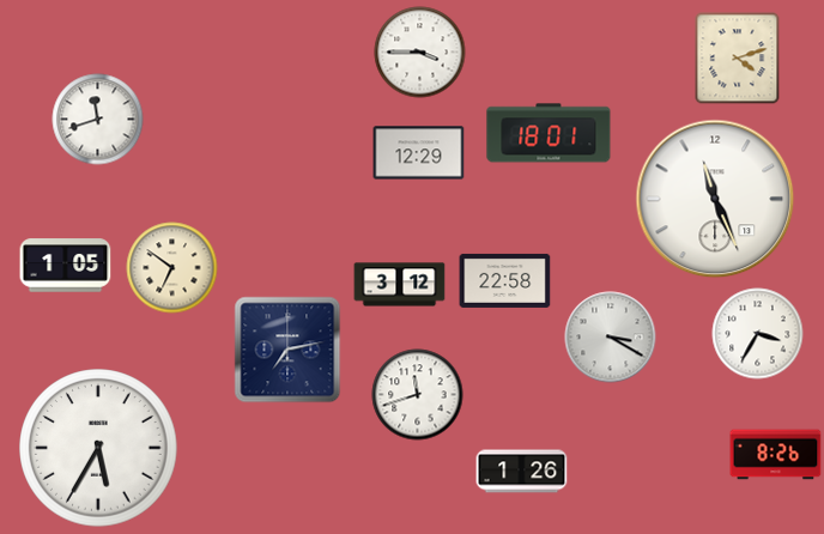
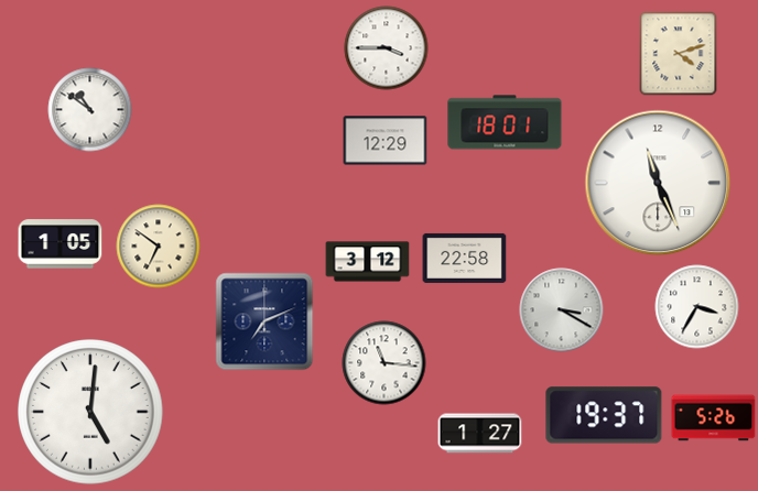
clock at (98, 120): 11:42 -> 10:51
clock at (287, 350): 7:13 -> 7:11
clock at (418, 395): 11:42 -> 11:16
clock at (98, 448): 5:35 -> 5:01
clock at (604, 415): none -> 19:37
clock at (776, 455): 8:26 -> 5:26
clock at (522, 472): 1:26 -> 1:27
